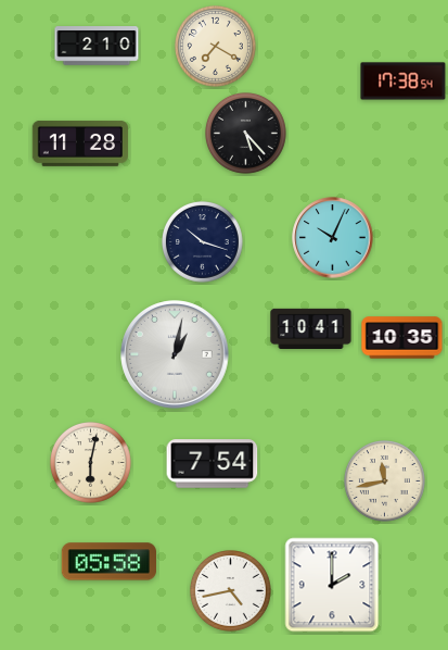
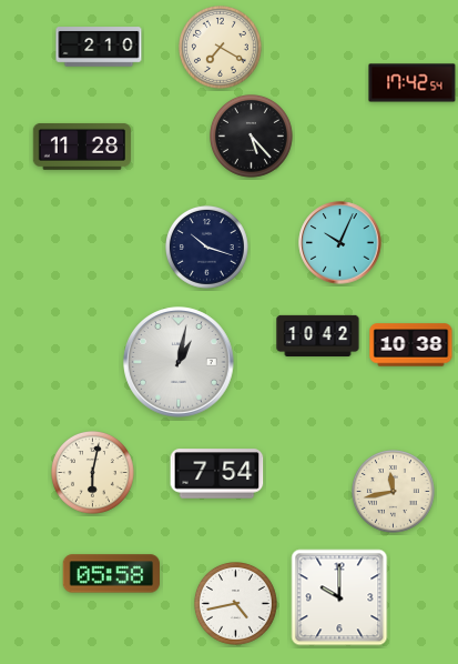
clock at (404, 82): 17:38 -> 17:42
clock at (311, 328): 10:41 -> 10:42
clock at (402, 338): 10:35 -> 10:38
clock at (332, 585): 2:00 -> 10:00
